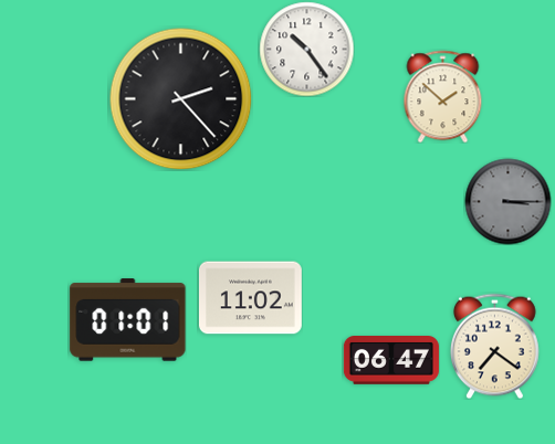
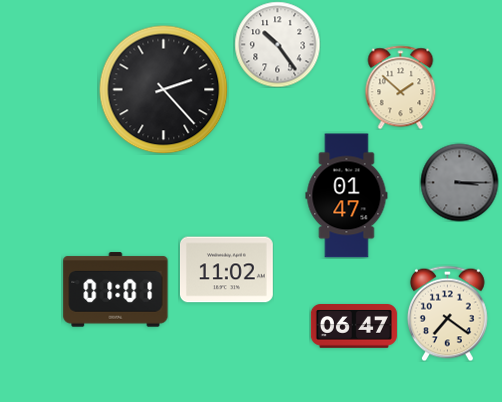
clock at (347, 196): none -> 01:47
